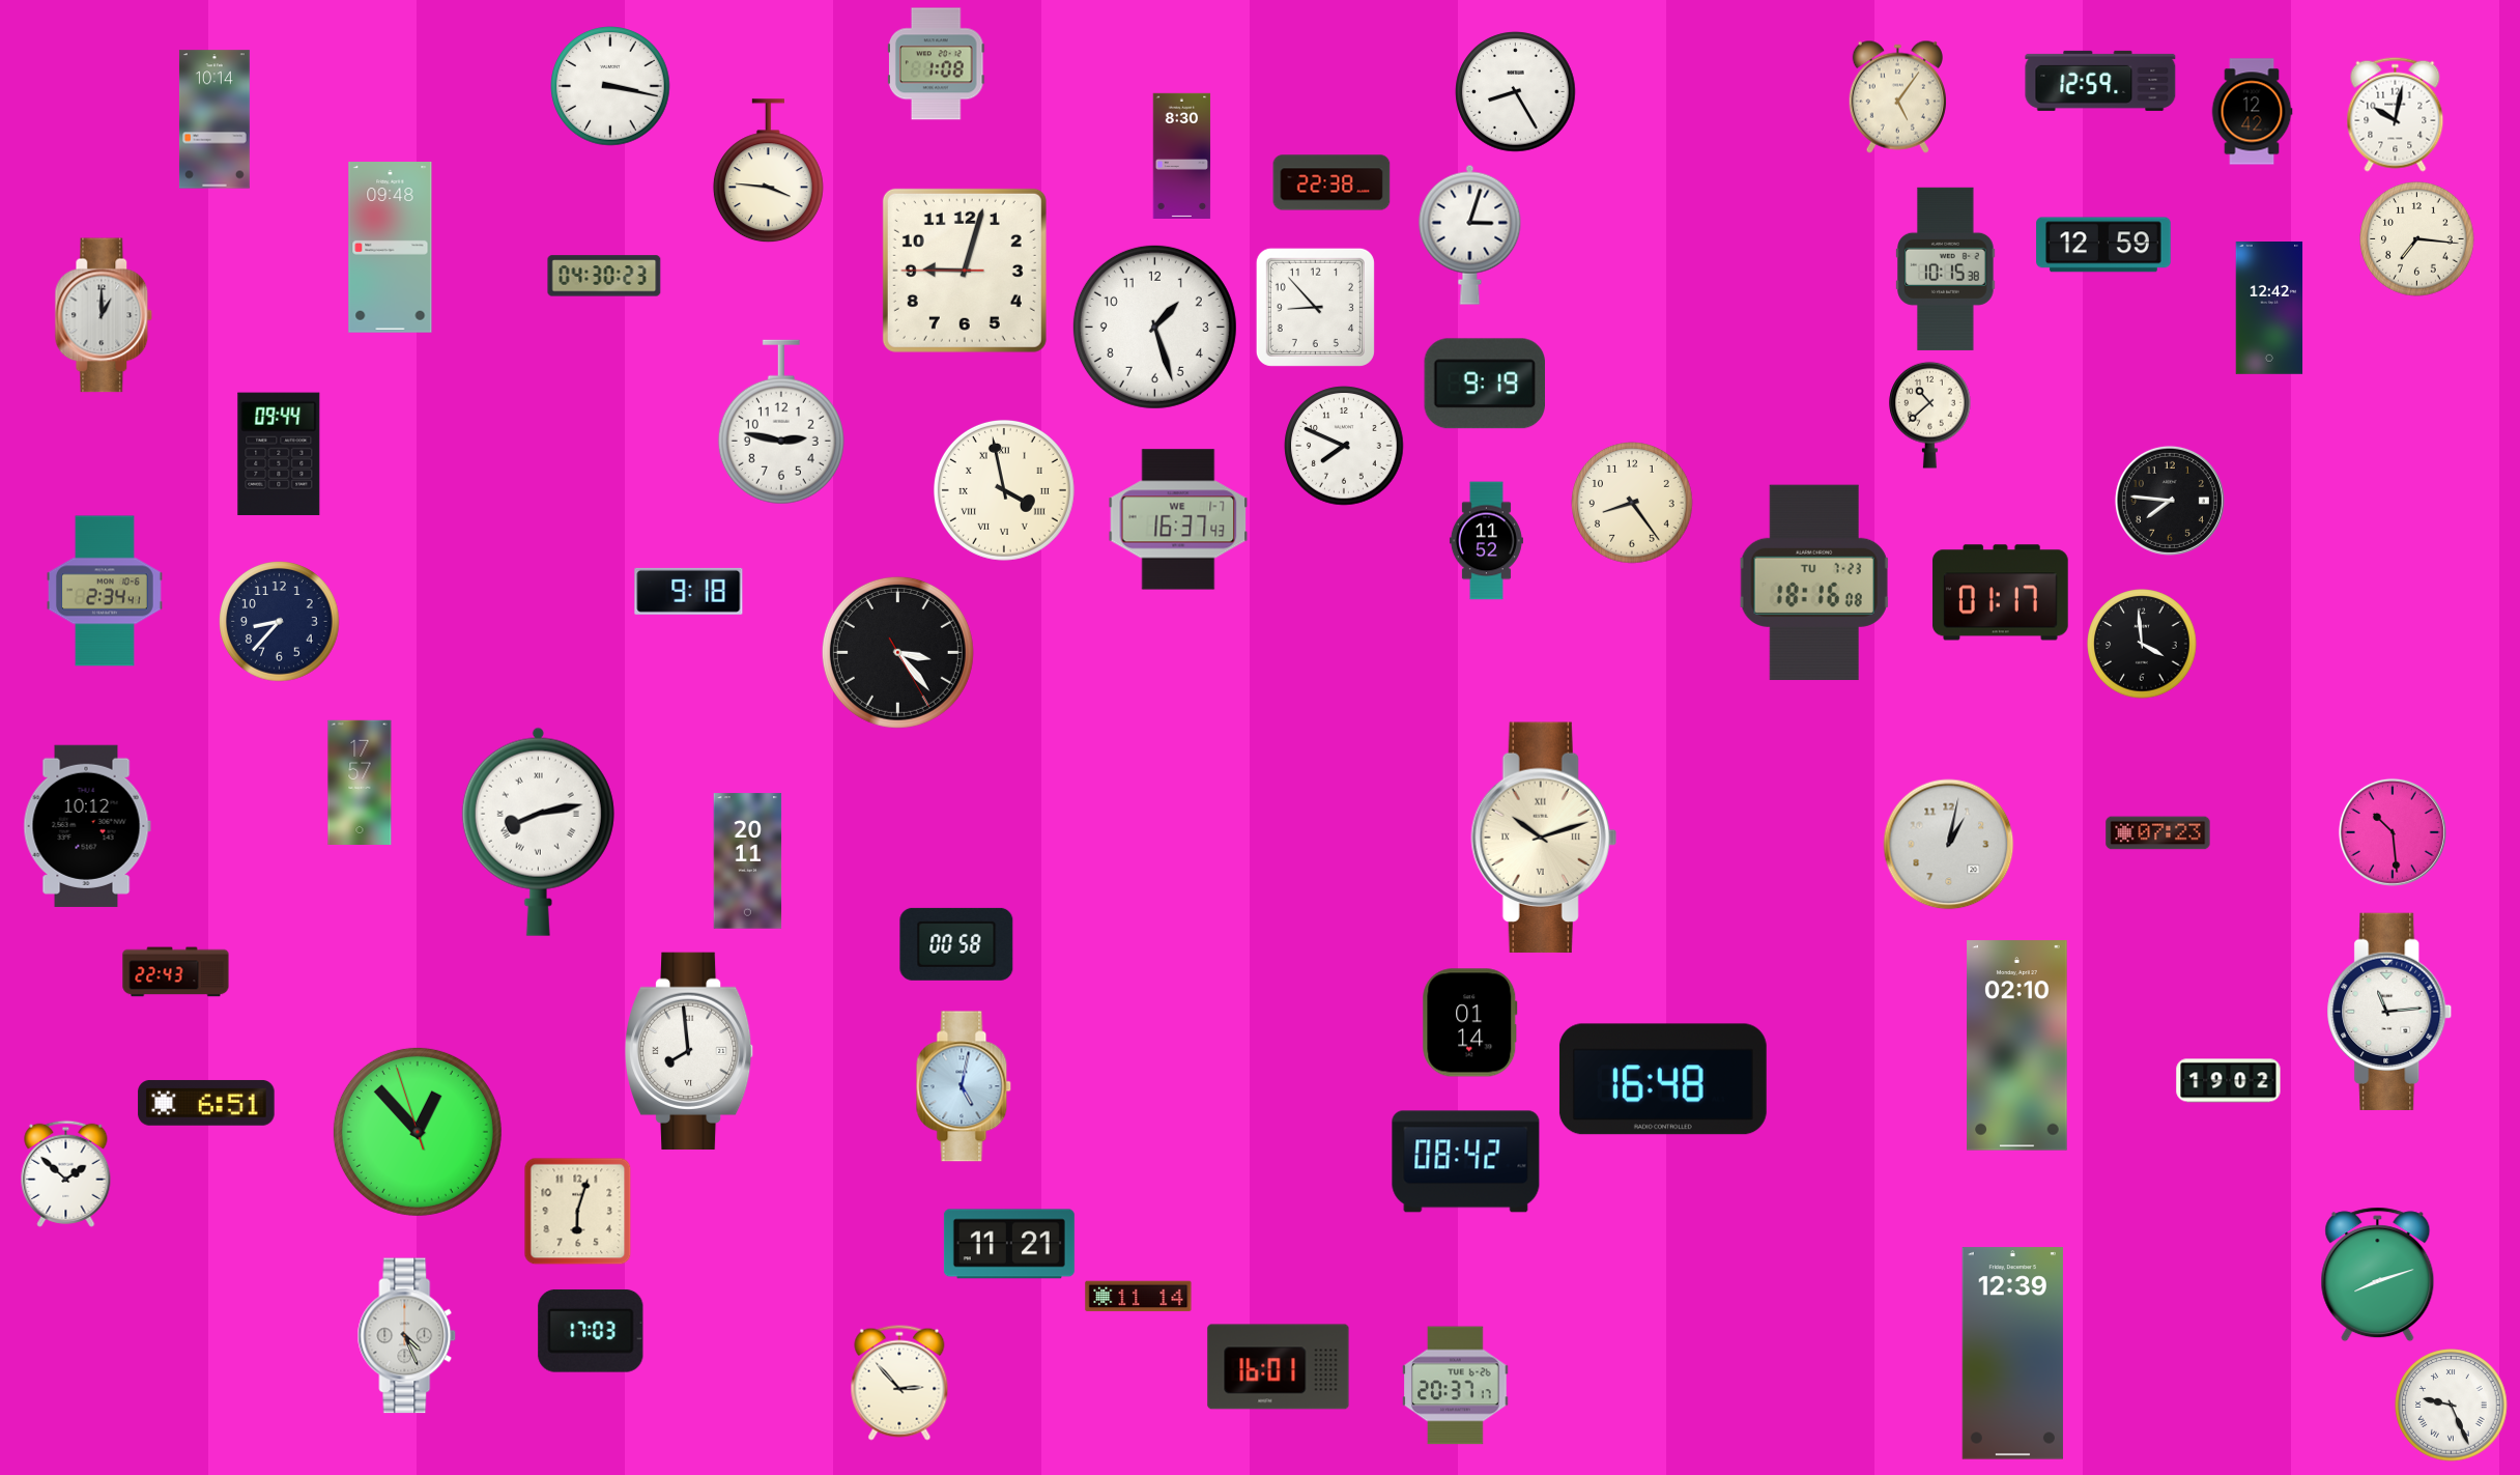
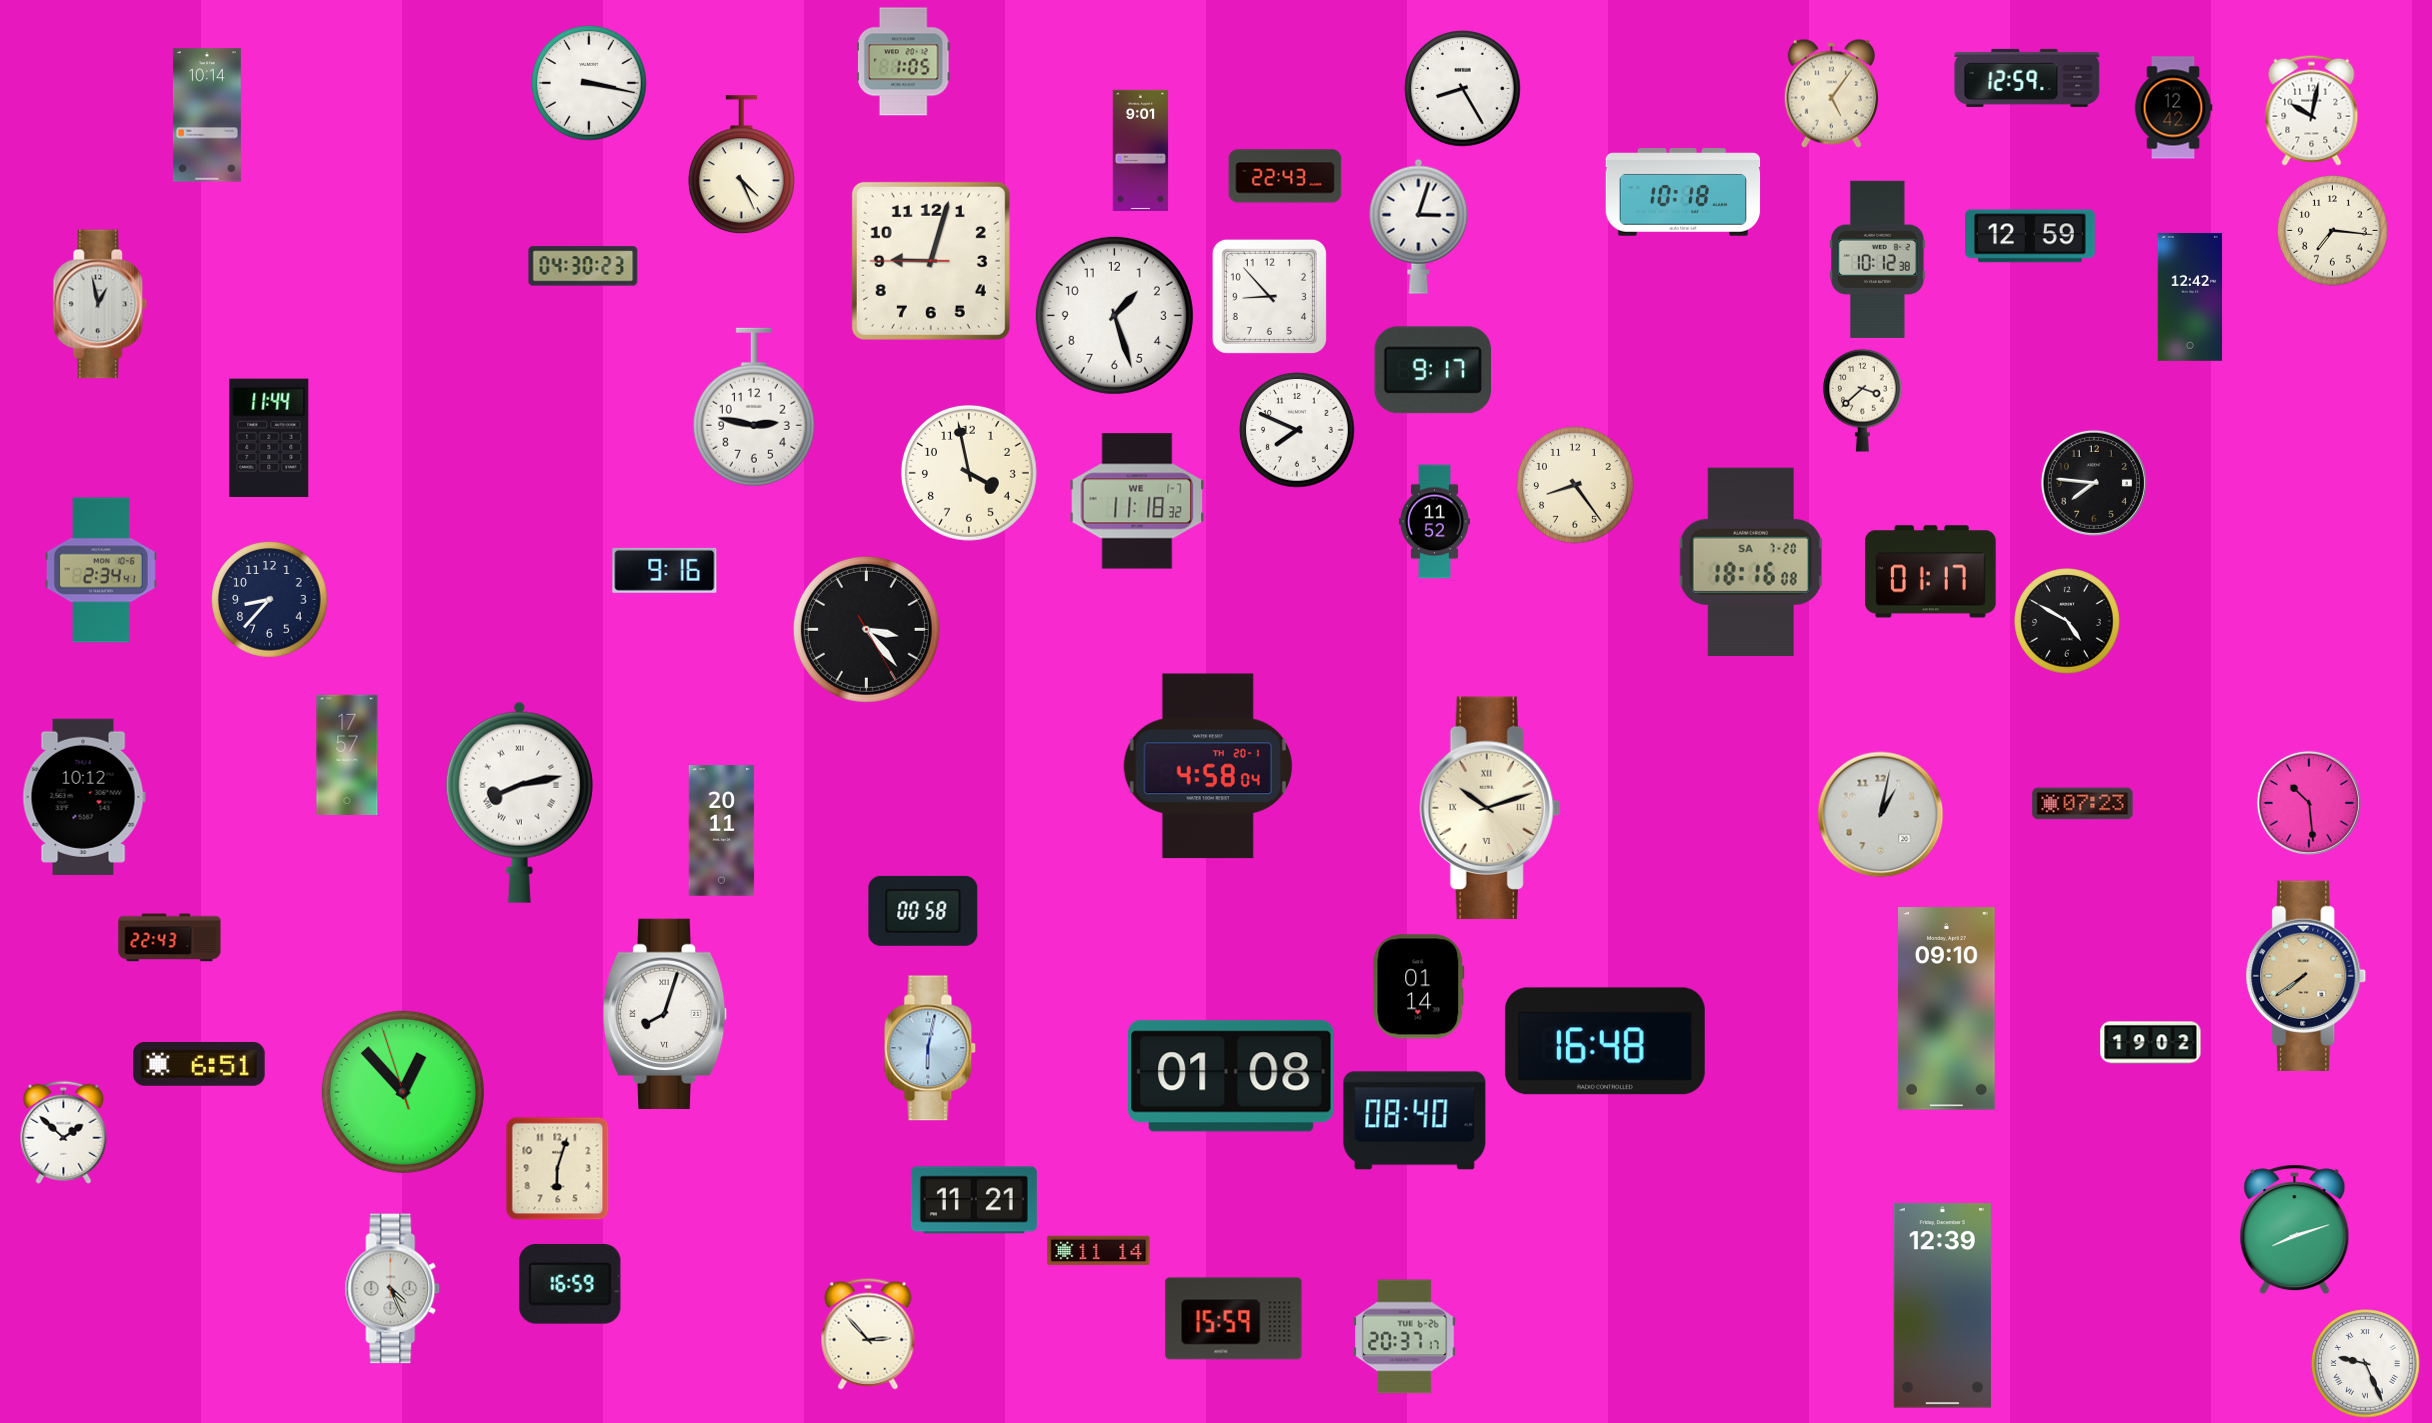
clock at (937, 64): 1:08 -> 1:05
clock at (1182, 155): 8:30 -> 9:01
clock at (768, 171): 3:46 -> 4:26
clock at (1331, 182): 22:38 -> 22:43
clock at (1683, 192): none -> 10:18
clock at (391, 248): 09:48 -> none
clock at (1946, 268): 10:15 -> 10:12
clock at (104, 315): 1:00 -> 12:58
clock at (1484, 384): 9:19 -> 9:17
clock at (1930, 415): 10:38 -> 3:38
clock at (279, 454): 09:44 -> 11:44
clock at (1004, 490) numerals: Roman -> Arabic
clock at (1178, 519): 16:37 -> 11:18
clock at (1814, 583) date: TU 7-23 -> SA 7-20
clock at (689, 591): 9:18 -> 9:16
clock at (2142, 644): 3:59 -> 4:50
clock at (1208, 766): none -> 4:58
clock at (2389, 1012): 11:14 -> 7:39
clock at (2389, 1012) dial: white -> champagne
clock at (2017, 1046): 02:10 -> 09:10
clock at (689, 1051): 7:59 -> 8:03
clock at (964, 1086): 5:02 -> 6:02
clock at (1231, 1076): none -> 01:08
clock at (1466, 1162): 08:42 -> 08:40
clock at (591, 1331): 17:03 -> 16:59
clock at (1279, 1367): 16:01 -> 15:59
clock at (2452, 1406) position: (2452, 1406) -> (2366, 1364)
